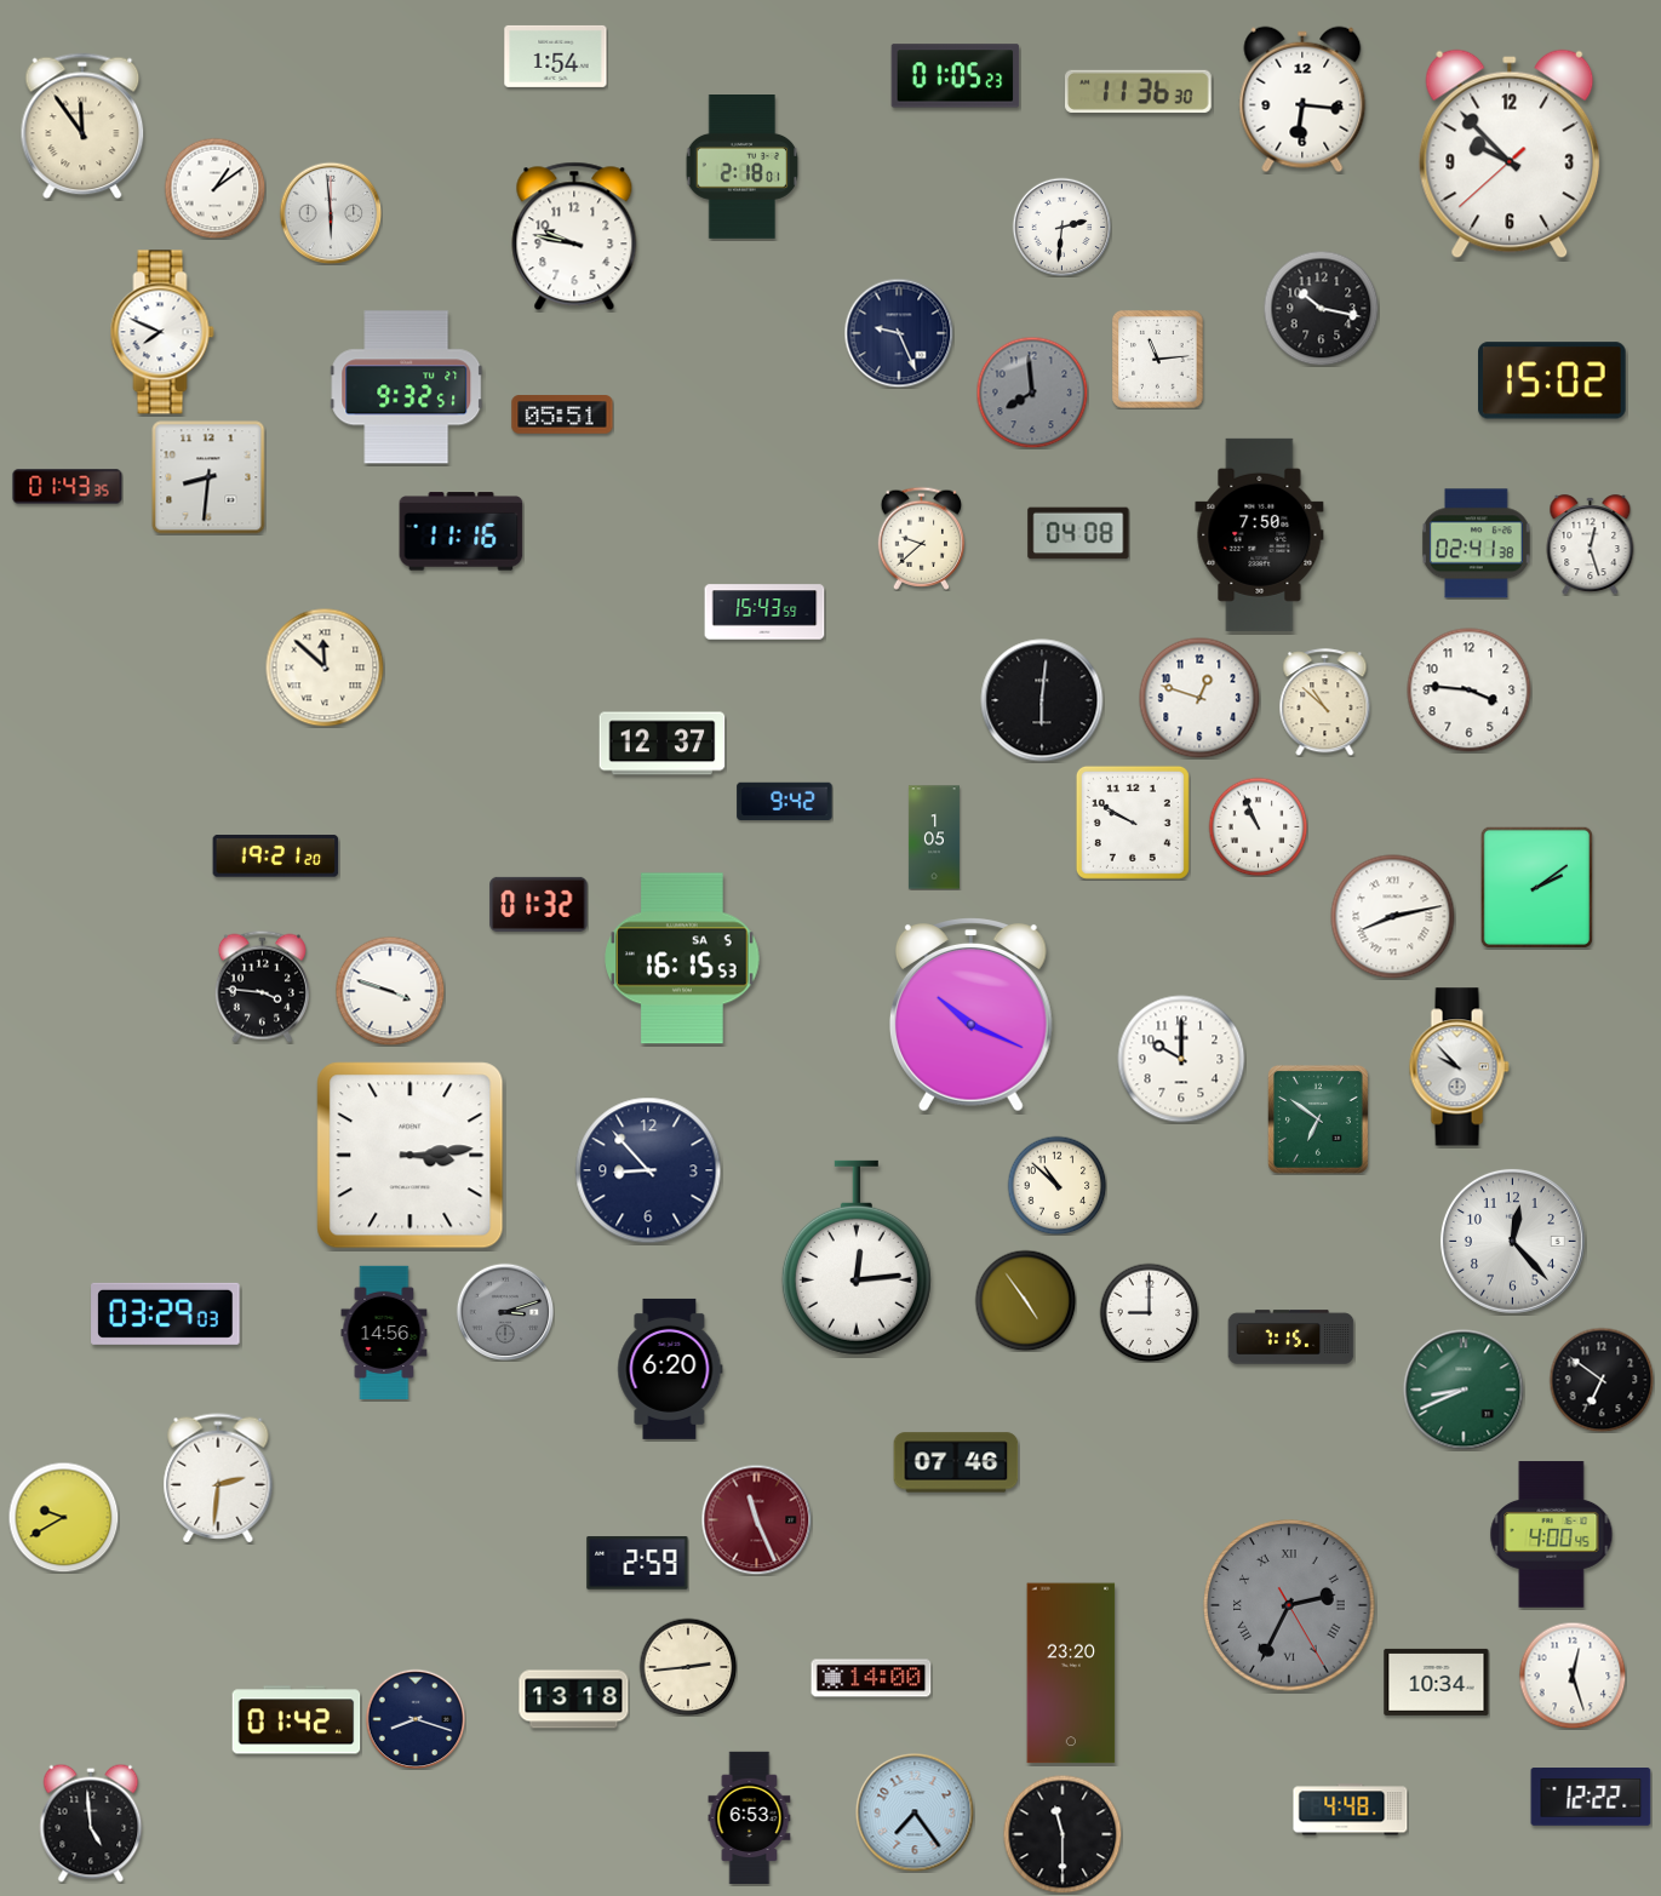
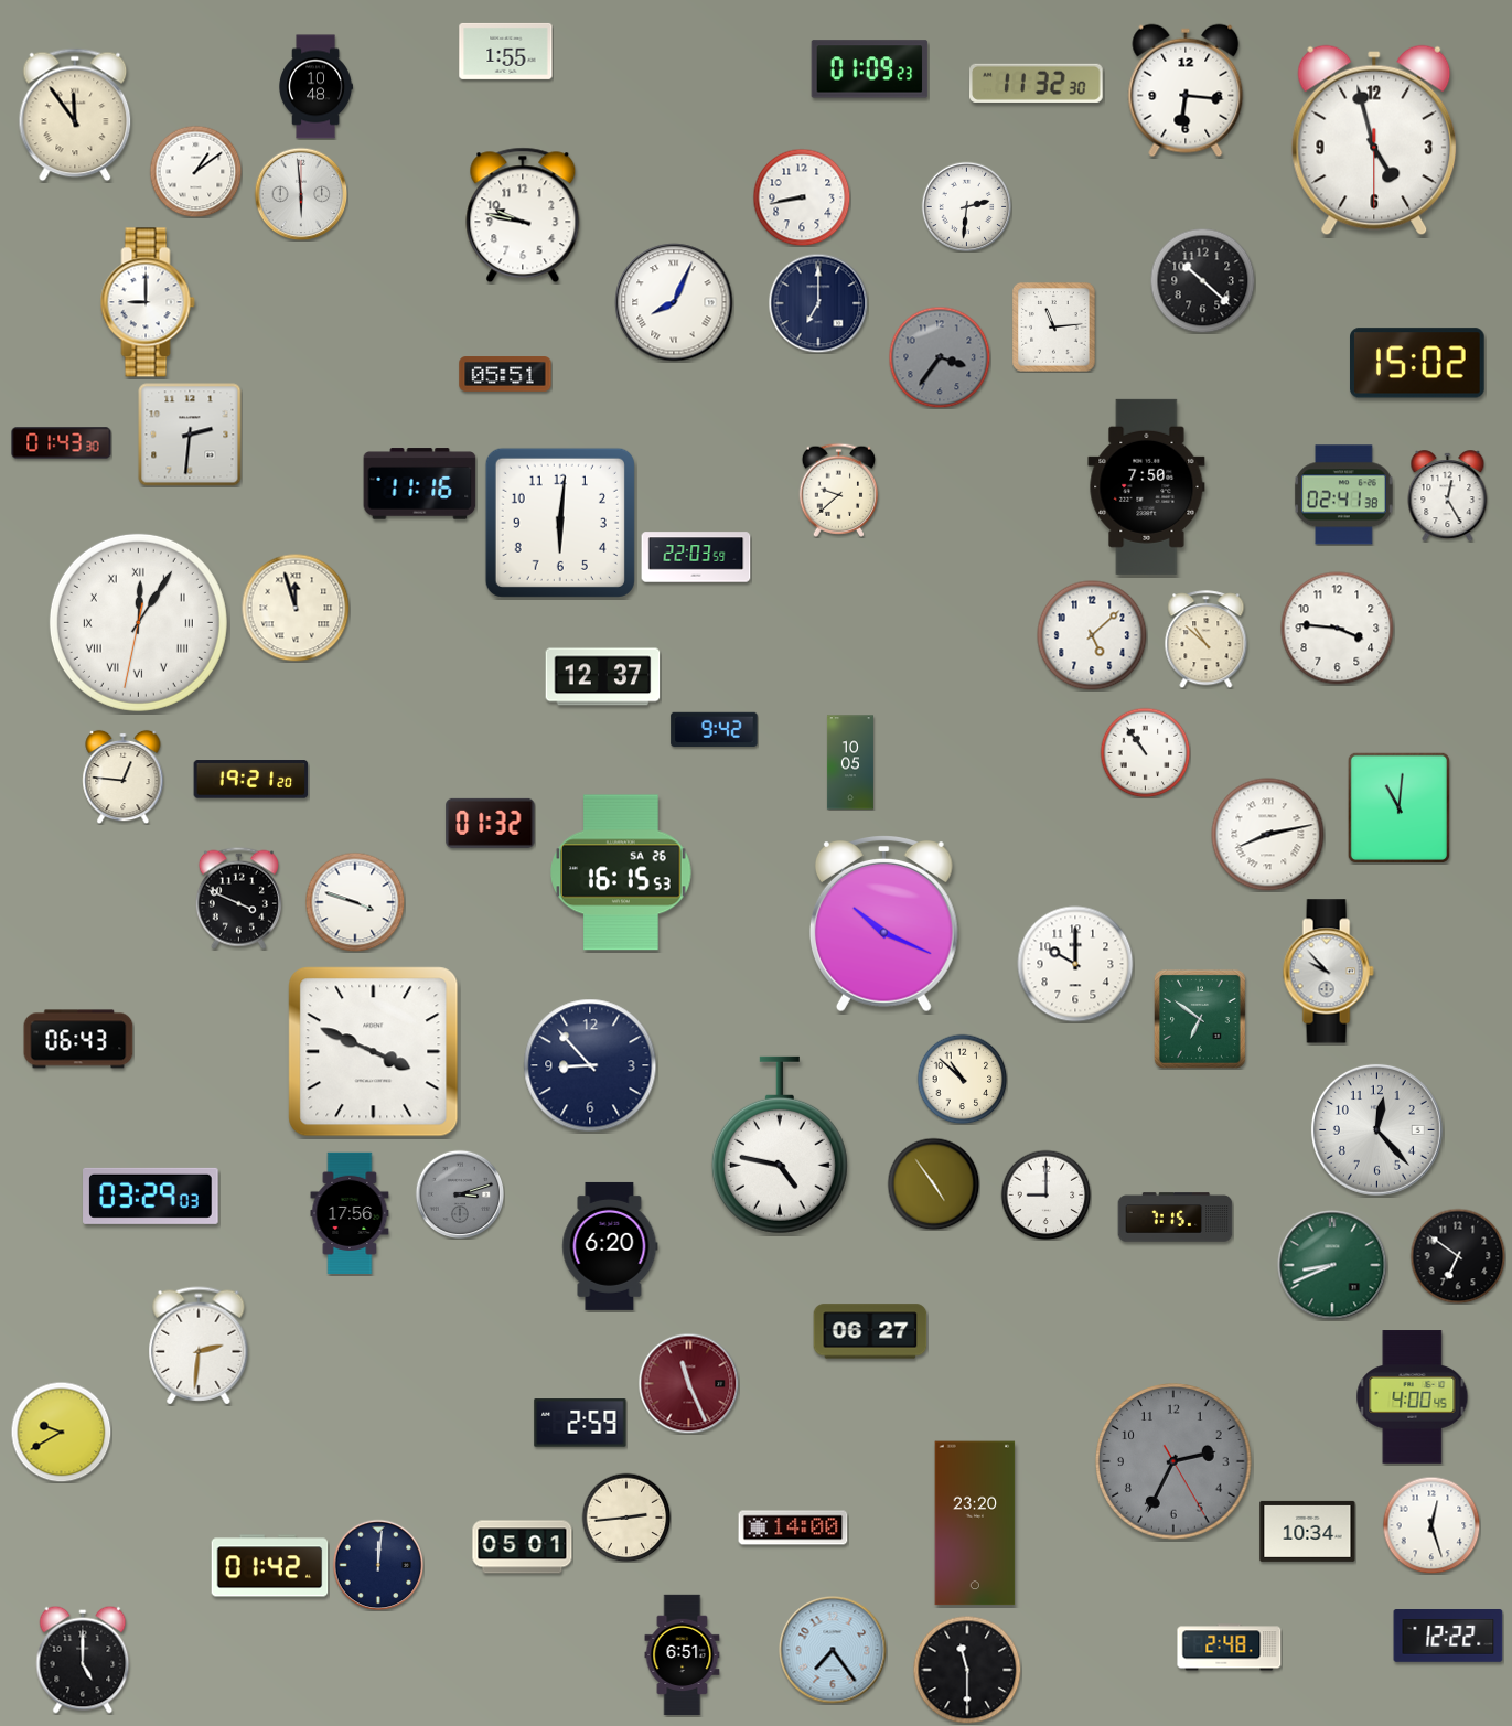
clock at (556, 56): 1:54 -> 1:55
clock at (956, 76): 01:05 -> 01:09
clock at (1139, 91): 11:36 -> 11:32
clock at (315, 87): none -> 10:48
clock at (1510, 154): 9:52 -> 4:57
clock at (743, 167): 2:18 -> none
clock at (802, 197): none -> 8:43
clock at (1321, 308): 10:17 -> 10:22
clock at (162, 332): 7:49 -> 9:00
clock at (674, 302): none -> 8:04
clock at (899, 333): 9:26 -> 7:00
clock at (1553, 380) position: (1553, 380) -> (1418, 363)
clock at (407, 388): 9:32 -> none
clock at (1032, 393): 7:59 -> 3:36
clock at (562, 414) position: (562, 414) -> (505, 374)
clock at (208, 477): 8:31 -> 2:31
clock at (68, 487): 01:43:35 -> 01:43:30
clock at (1078, 533): 04:08 -> none
clock at (1591, 545): 12:27 -> 12:25
clock at (560, 523): none -> 6:01
clock at (764, 612): 15:43 -> 22:03
clock at (325, 668): 11:52 -> 11:57
clock at (138, 622): none -> 12:05
clock at (1199, 698): 12:48 -> 5:08
clock at (1042, 700): 6:01 -> none
clock at (1133, 823): 9:50 -> none
clock at (1258, 826): 10:56 -> 10:54
clock at (934, 837): 1:05 -> 10:05
clock at (124, 776): none -> 12:46
clock at (1536, 887): 2:09 -> 11:01
clock at (682, 958) date: SA 5 -> SA 26
clock at (262, 986): 3:46 -> 3:49
clock at (78, 1039): none -> 06:43
clock at (411, 1156): 3:14 -> 3:49
clock at (857, 1258): 12:14 -> 4:47
clock at (384, 1331): 14:56 -> 17:56
clock at (956, 1462): 07:46 -> 06:27
clock at (63, 1517) position: (63, 1517) -> (61, 1432)
clock at (1289, 1605) numerals: Roman -> Arabic
clock at (574, 1700): 13:18 -> 05:01
clock at (416, 1719): 8:18 -> 12:01
clock at (1351, 1810): 4:48 -> 2:48
clock at (750, 1818): 6:53 -> 6:51
clock at (91, 1823): 4:59 -> 5:00
